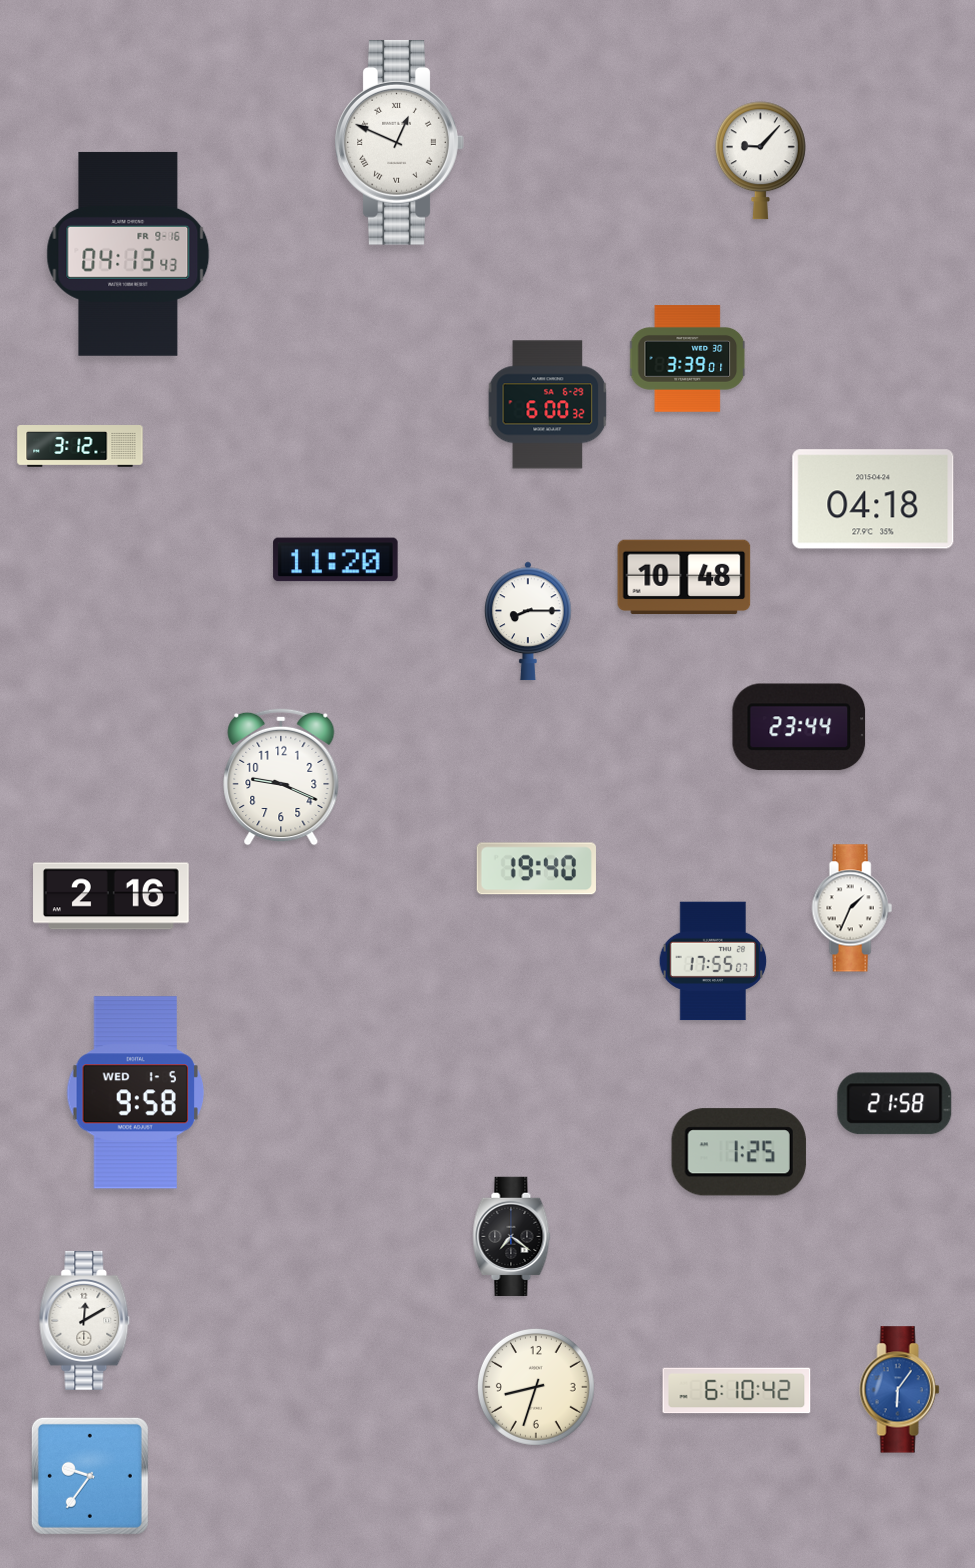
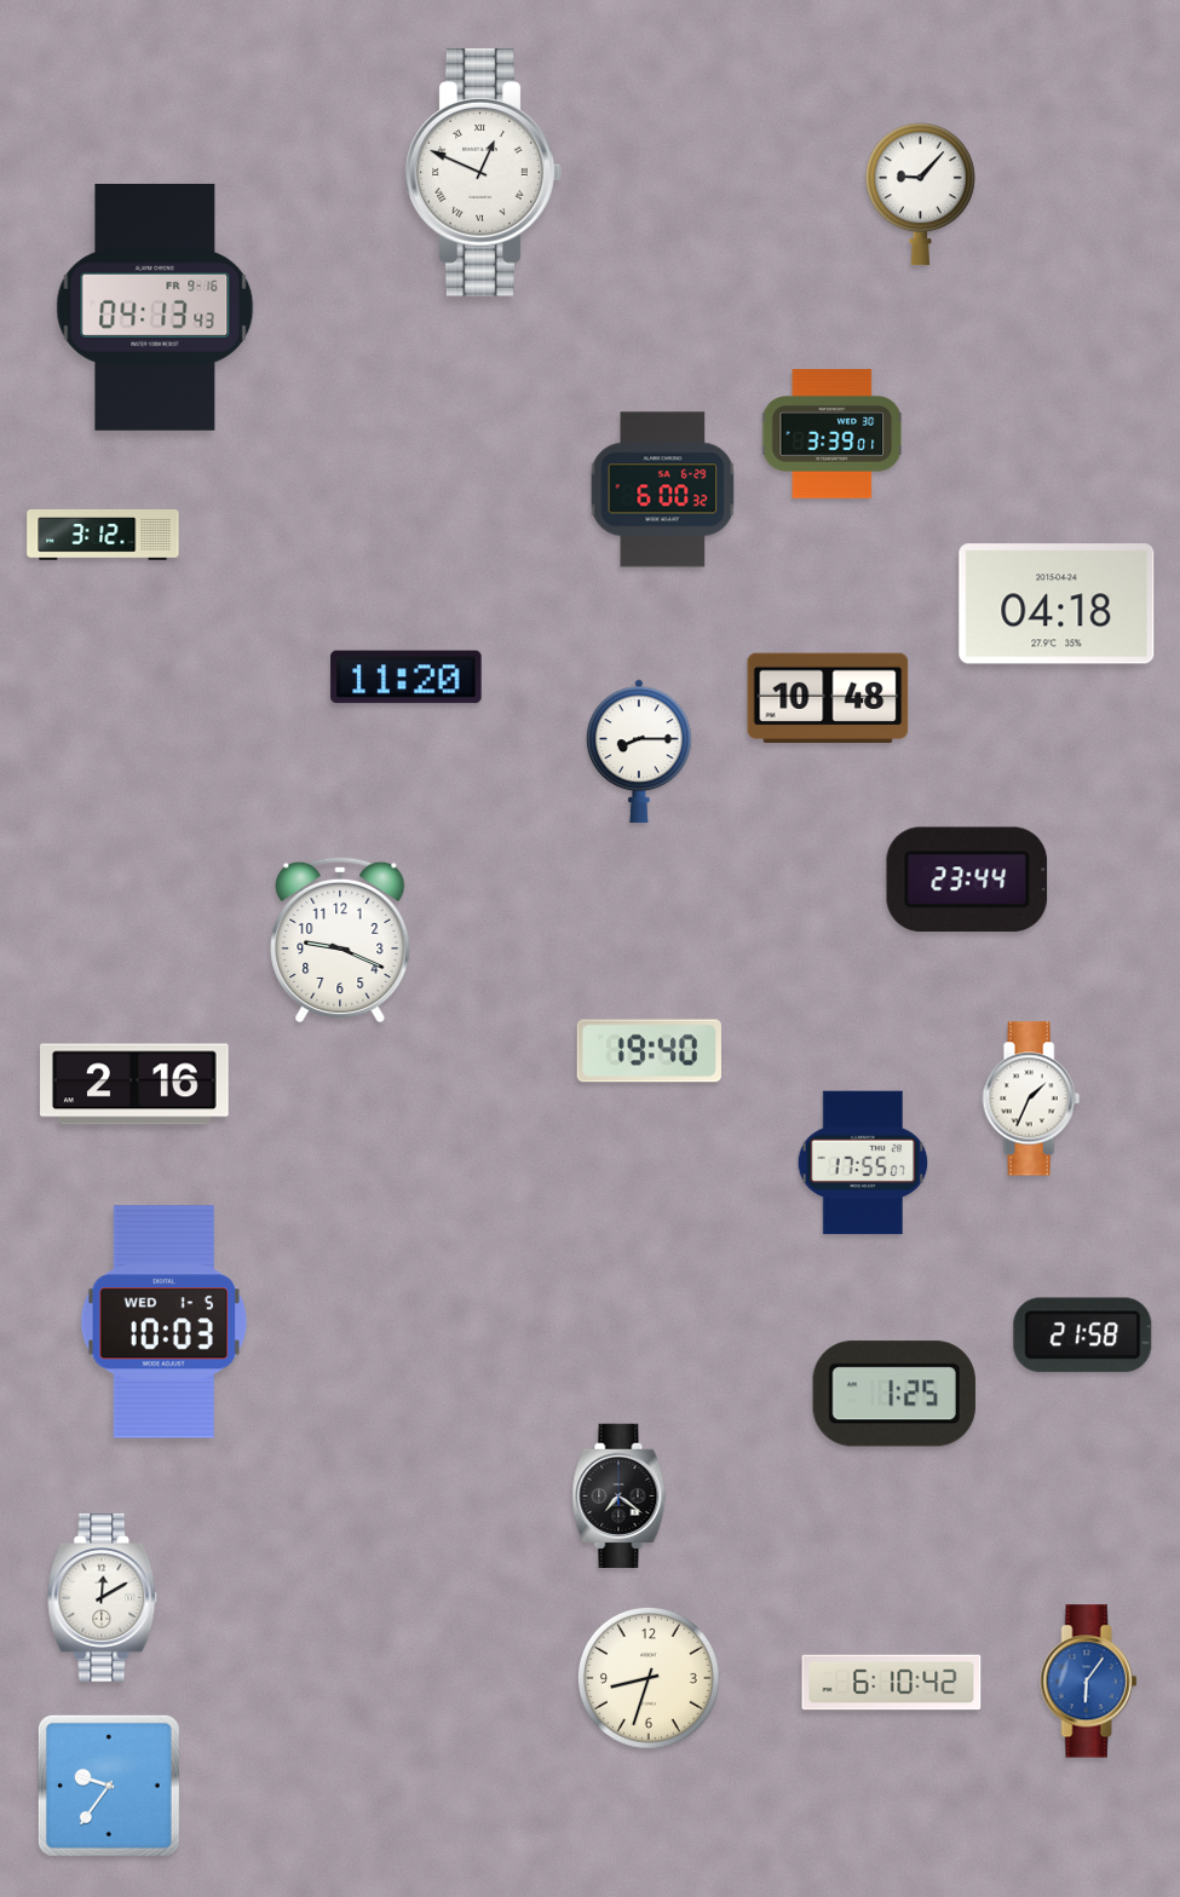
clock at (80, 447) position: (80, 447) -> (103, 536)
clock at (135, 1093): 9:58 -> 10:03
